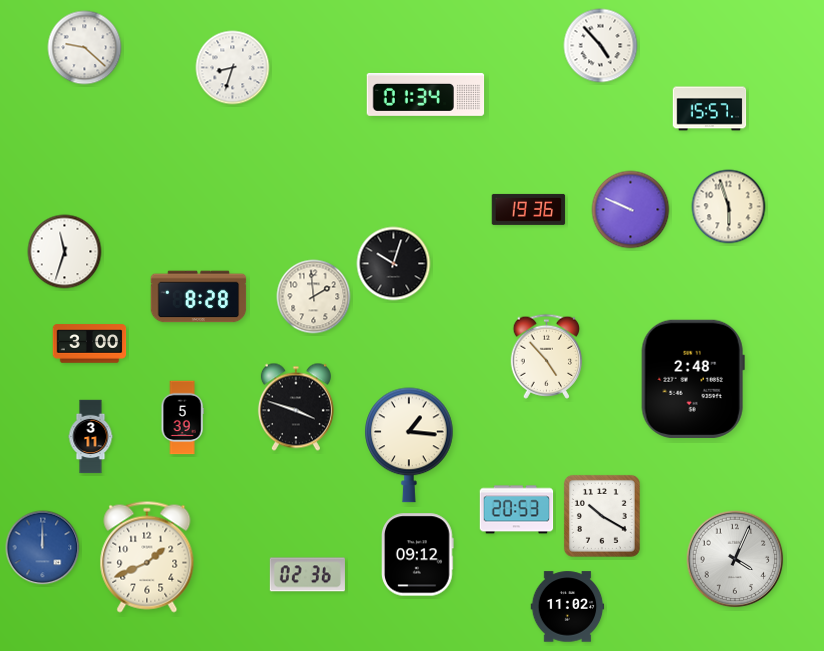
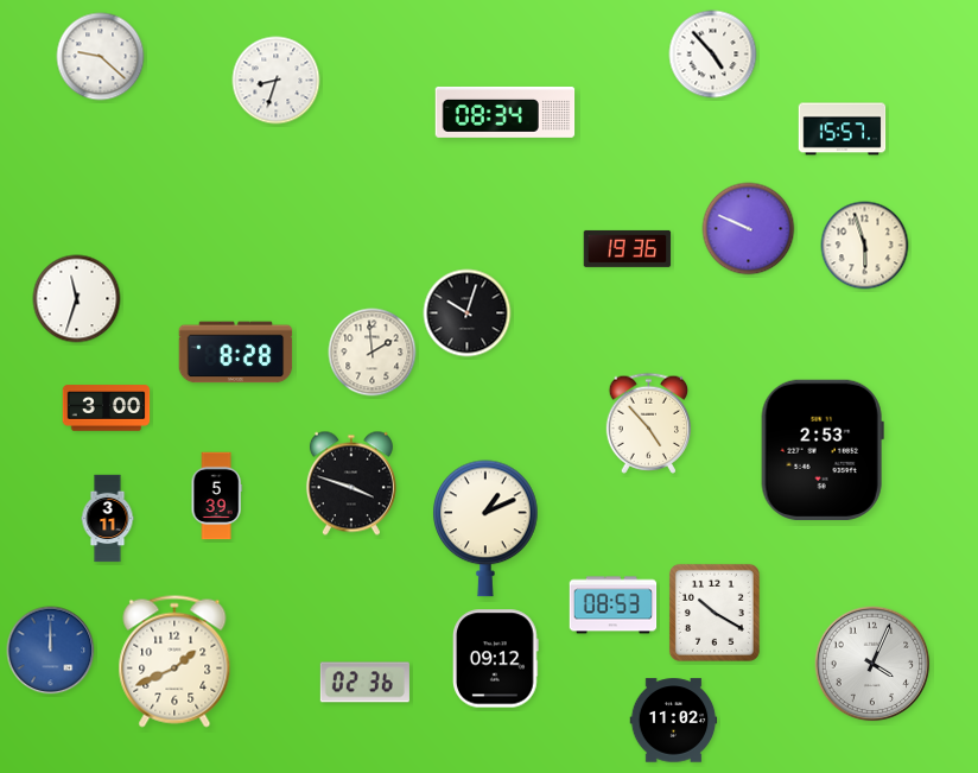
clock at (426, 94): 01:34 -> 08:34
clock at (631, 210) position: (631, 210) -> (749, 229)
clock at (693, 379): 2:48 -> 2:53
clock at (410, 445): 1:16 -> 1:11
clock at (517, 510): 20:53 -> 08:53
